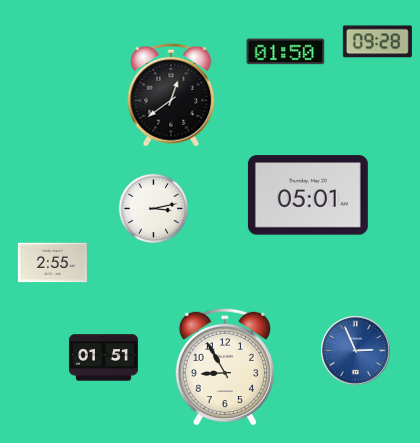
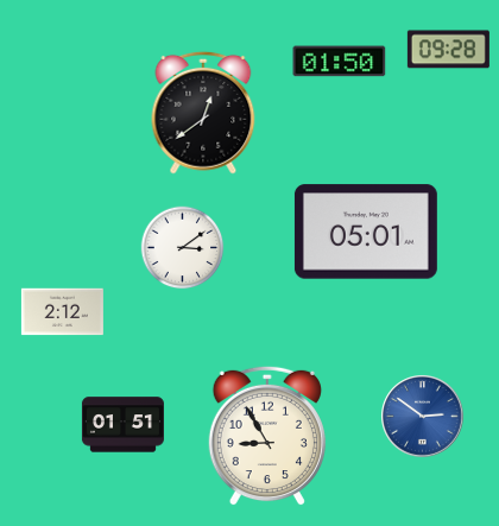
clock at (154, 209): 3:13 -> 3:09
clock at (52, 263): 2:55 -> 2:12
clock at (356, 351): 2:56 -> 2:51
